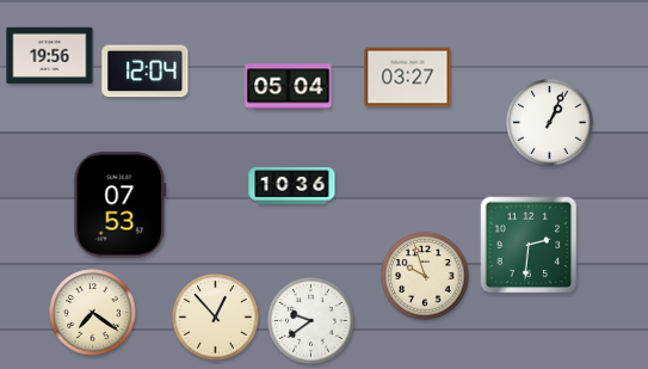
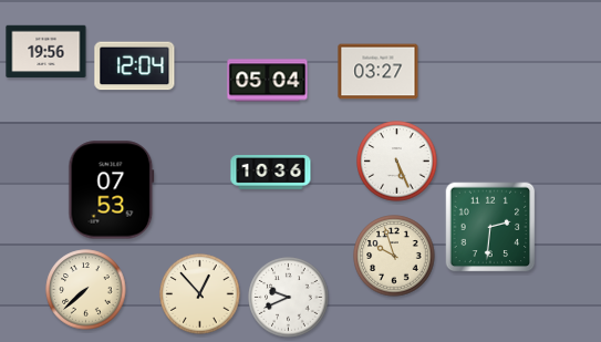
clock at (550, 123): 1:04 -> none
clock at (397, 162): none -> 5:26
clock at (93, 313): 7:21 -> 7:38
clock at (311, 321): 9:39 -> 9:41
